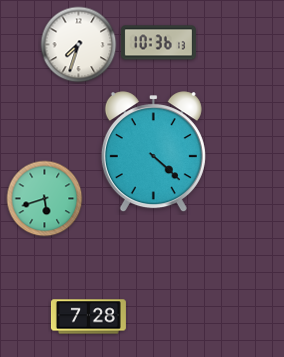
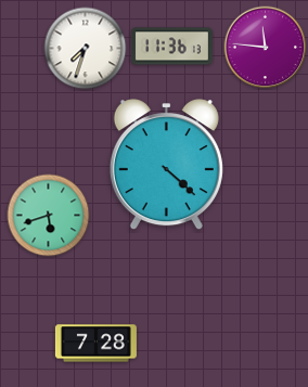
clock at (158, 43): 10:36 -> 11:36
clock at (266, 48): none -> 11:46
